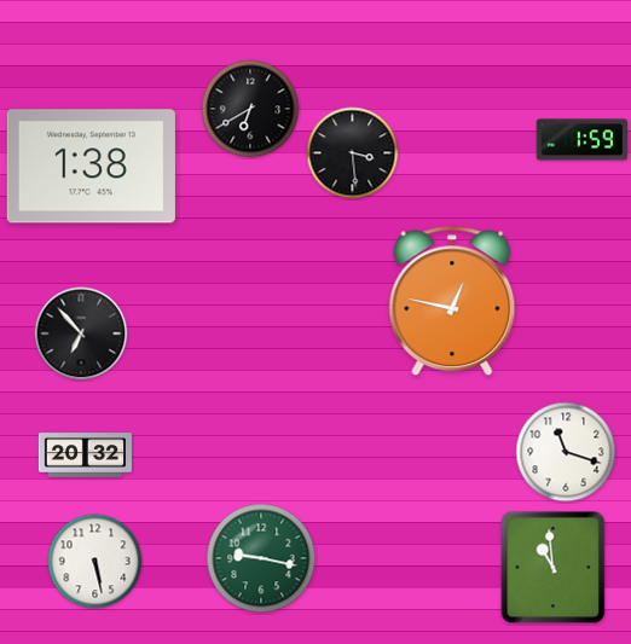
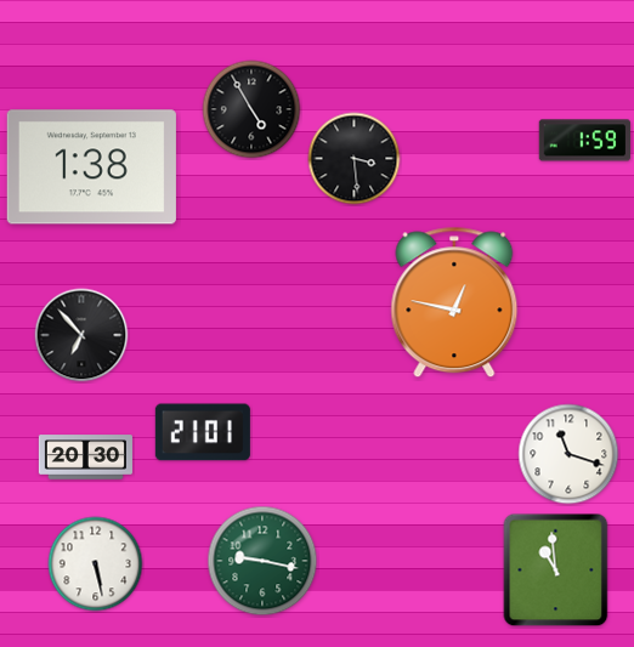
clock at (250, 109): 6:40 -> 4:55
clock at (353, 153) position: (353, 153) -> (355, 159)
clock at (203, 432): none -> 21:01
clock at (85, 456): 20:32 -> 20:30
